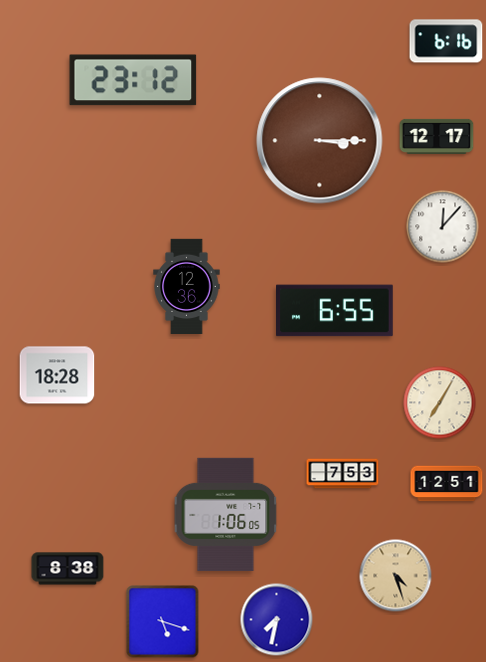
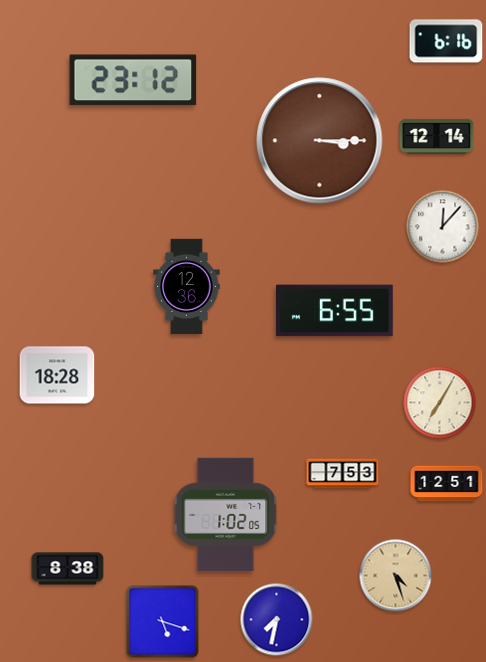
clock at (437, 136): 12:17 -> 12:14
clock at (226, 514): 1:06 -> 1:02
